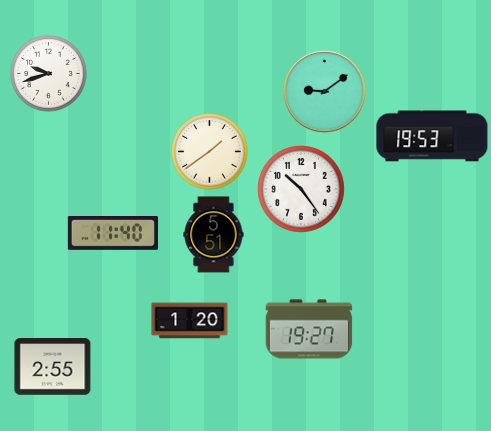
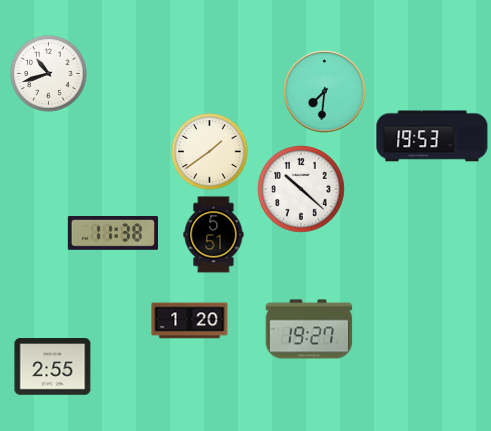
clock at (49, 74): 9:42 -> 10:42
clock at (325, 92): 9:09 -> 7:31
clock at (301, 189): 10:24 -> 10:22
clock at (112, 234): 11:40 -> 11:38
